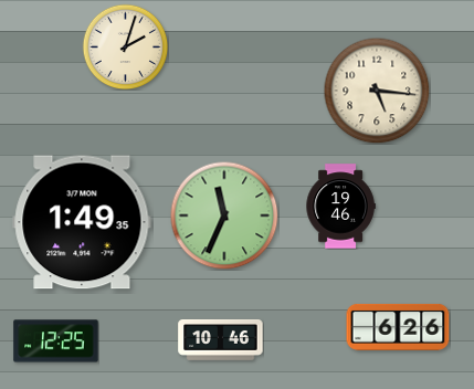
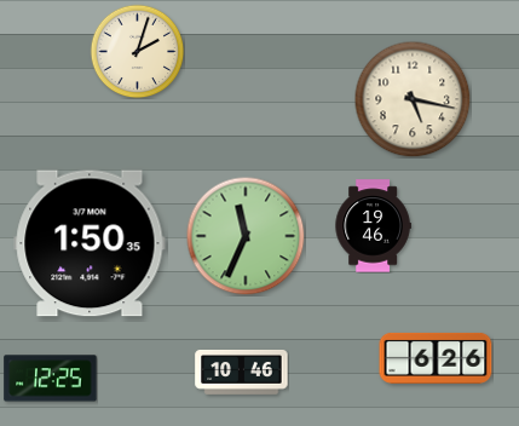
clock at (377, 91): 5:16 -> 5:17
clock at (82, 222): 1:49 -> 1:50
clock at (56, 341) position: (56, 341) -> (51, 379)
